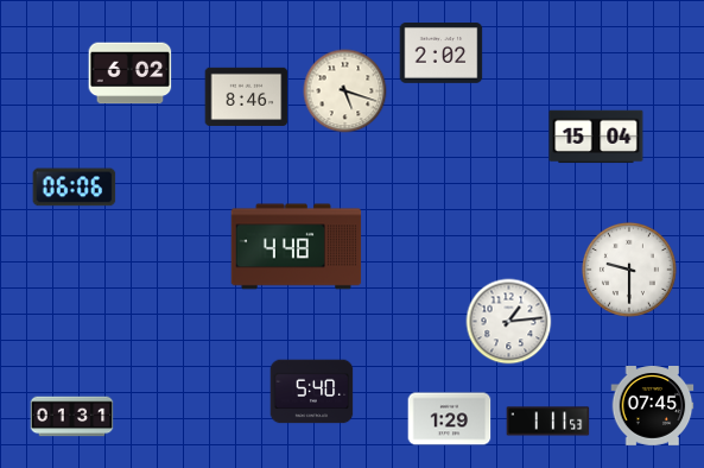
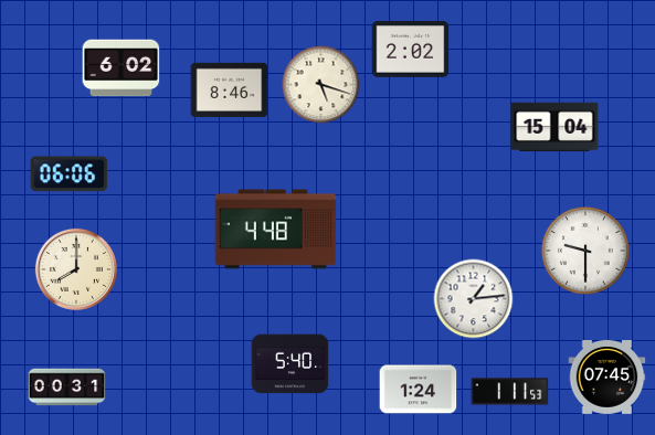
clock at (76, 269): none -> 8:00
clock at (72, 417): 01:31 -> 00:31
clock at (450, 419): 1:29 -> 1:24
